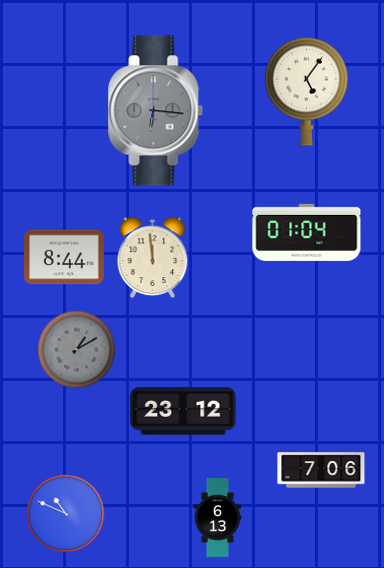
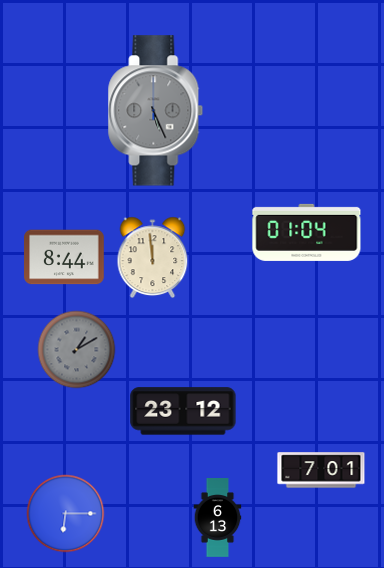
clock at (306, 91): 5:06 -> none
clock at (156, 111): 6:16 -> 5:26
clock at (321, 470): 7:06 -> 7:01
clock at (66, 514): 10:49 -> 6:15
